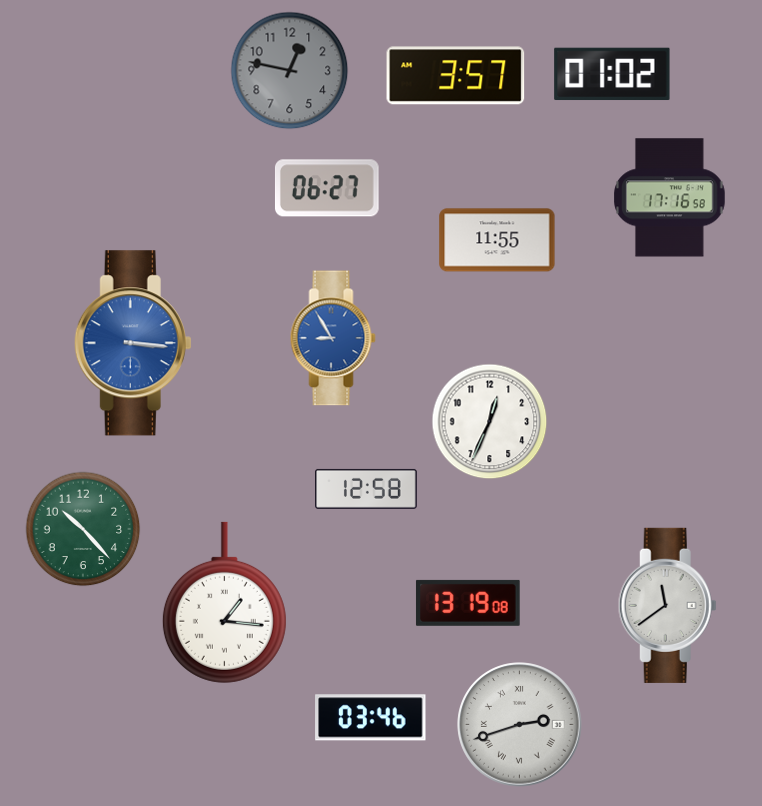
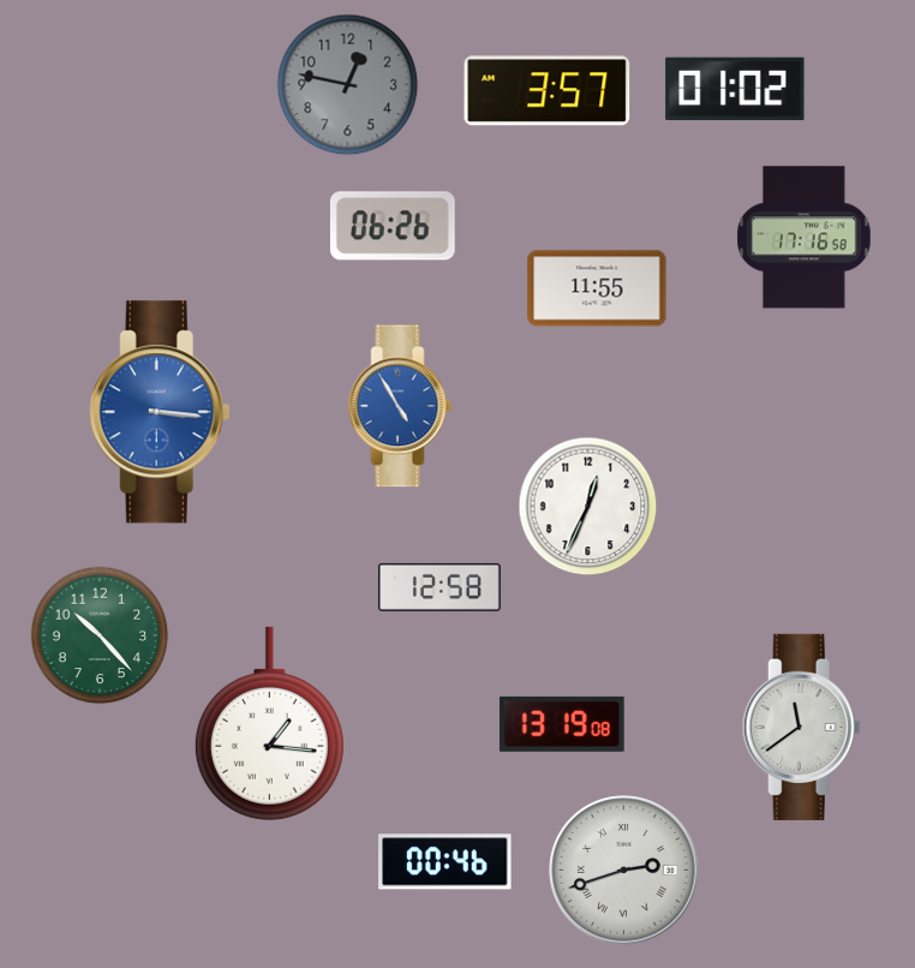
clock at (327, 188): 06:27 -> 06:26
clock at (333, 338): 8:55 -> 4:55
clock at (371, 718): 03:46 -> 00:46
